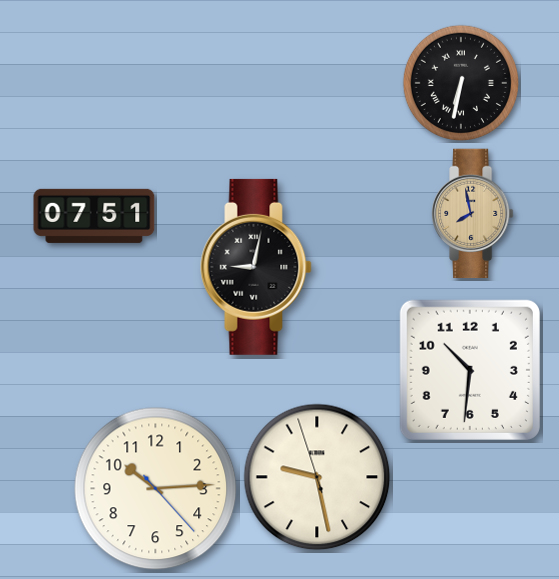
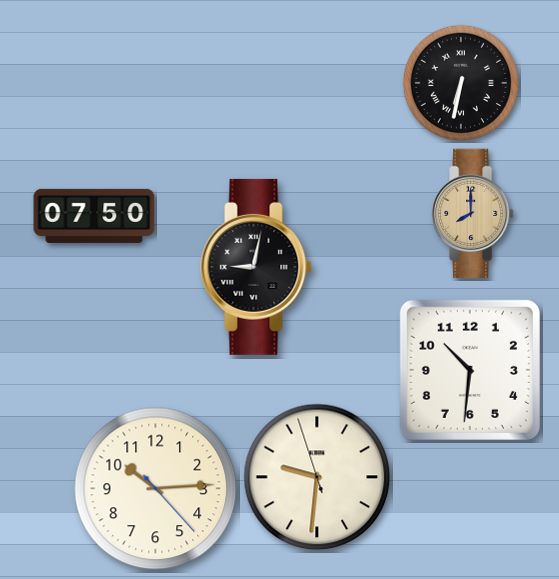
clock at (473, 214): 7:58 -> 8:00
clock at (94, 216): 07:51 -> 07:50
clock at (317, 477): 9:27 -> 9:30
